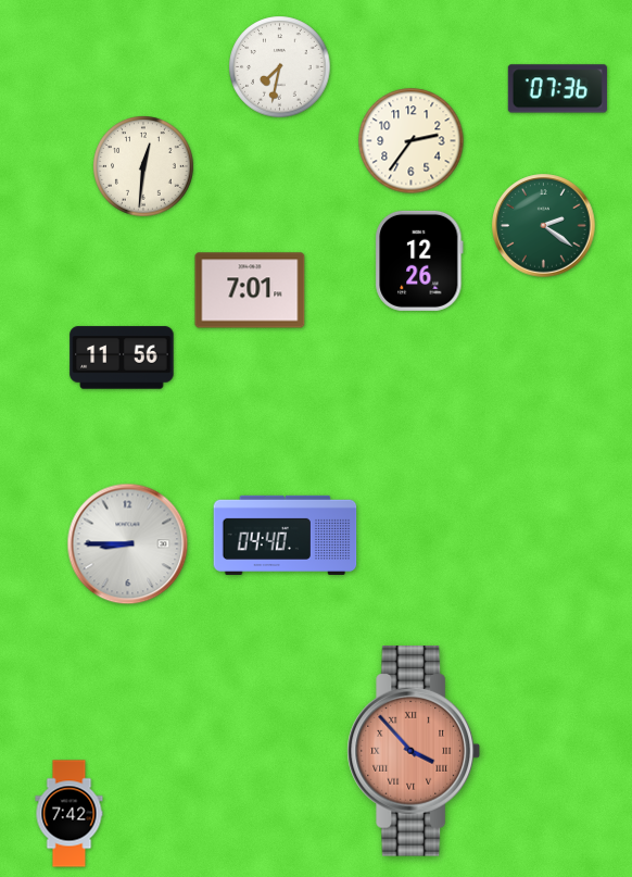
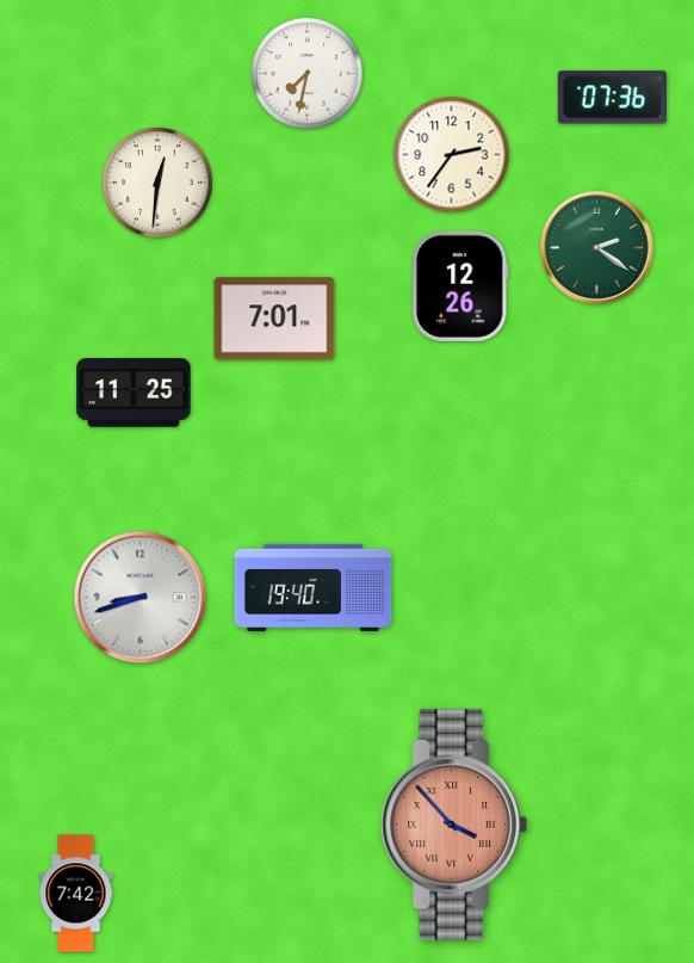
clock at (122, 358): 11:56 -> 11:25
clock at (286, 535): 04:40 -> 19:40
clock at (128, 544): 8:45 -> 8:42
